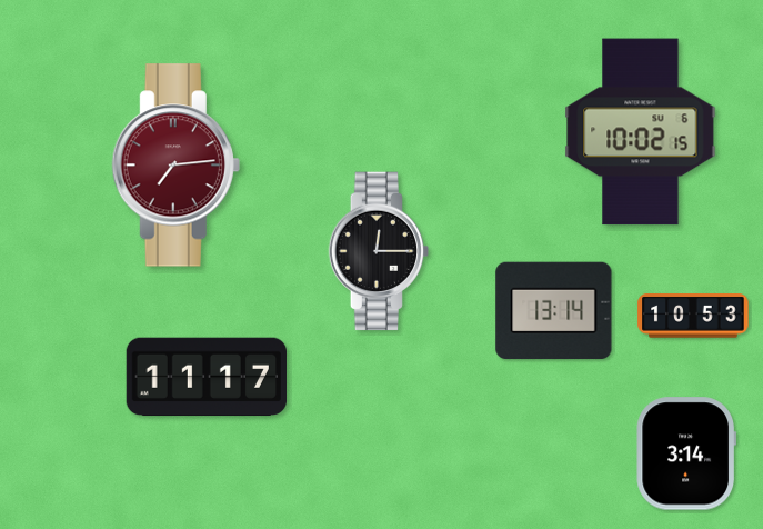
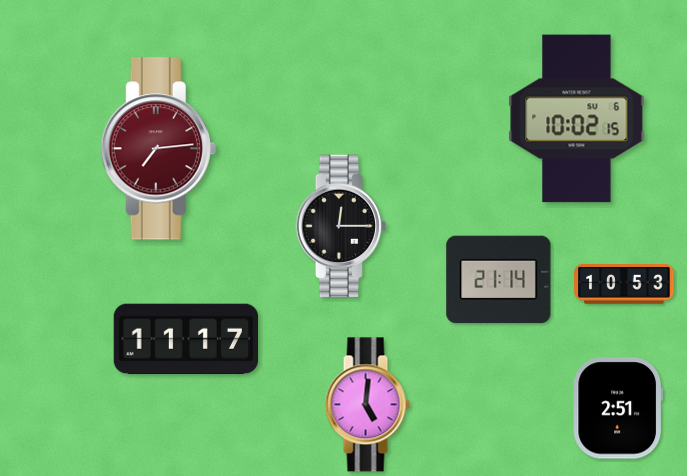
clock at (554, 311): 13:14 -> 21:14
clock at (367, 405): none -> 5:01
clock at (685, 453): 3:14 -> 2:51
